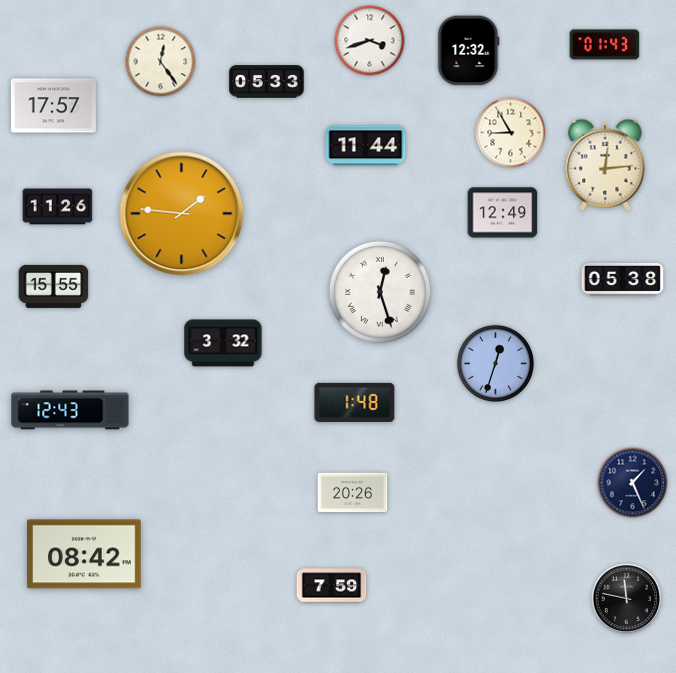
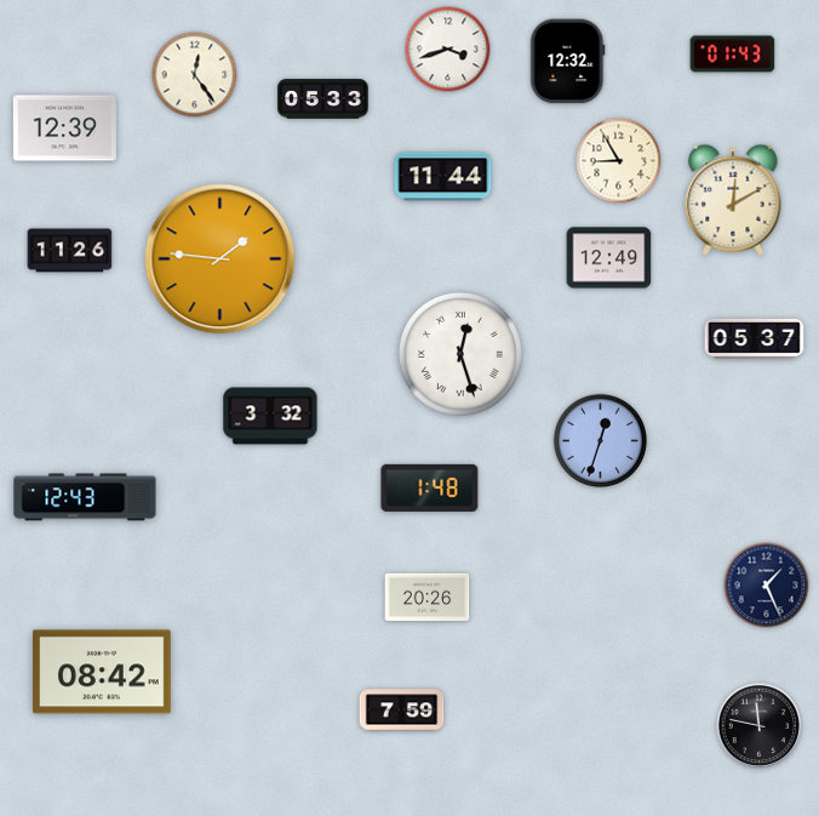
clock at (53, 106): 17:57 -> 12:39
clock at (605, 165): 12:14 -> 12:10
clock at (623, 279): 05:38 -> 05:37
clock at (54, 286): 15:55 -> none
